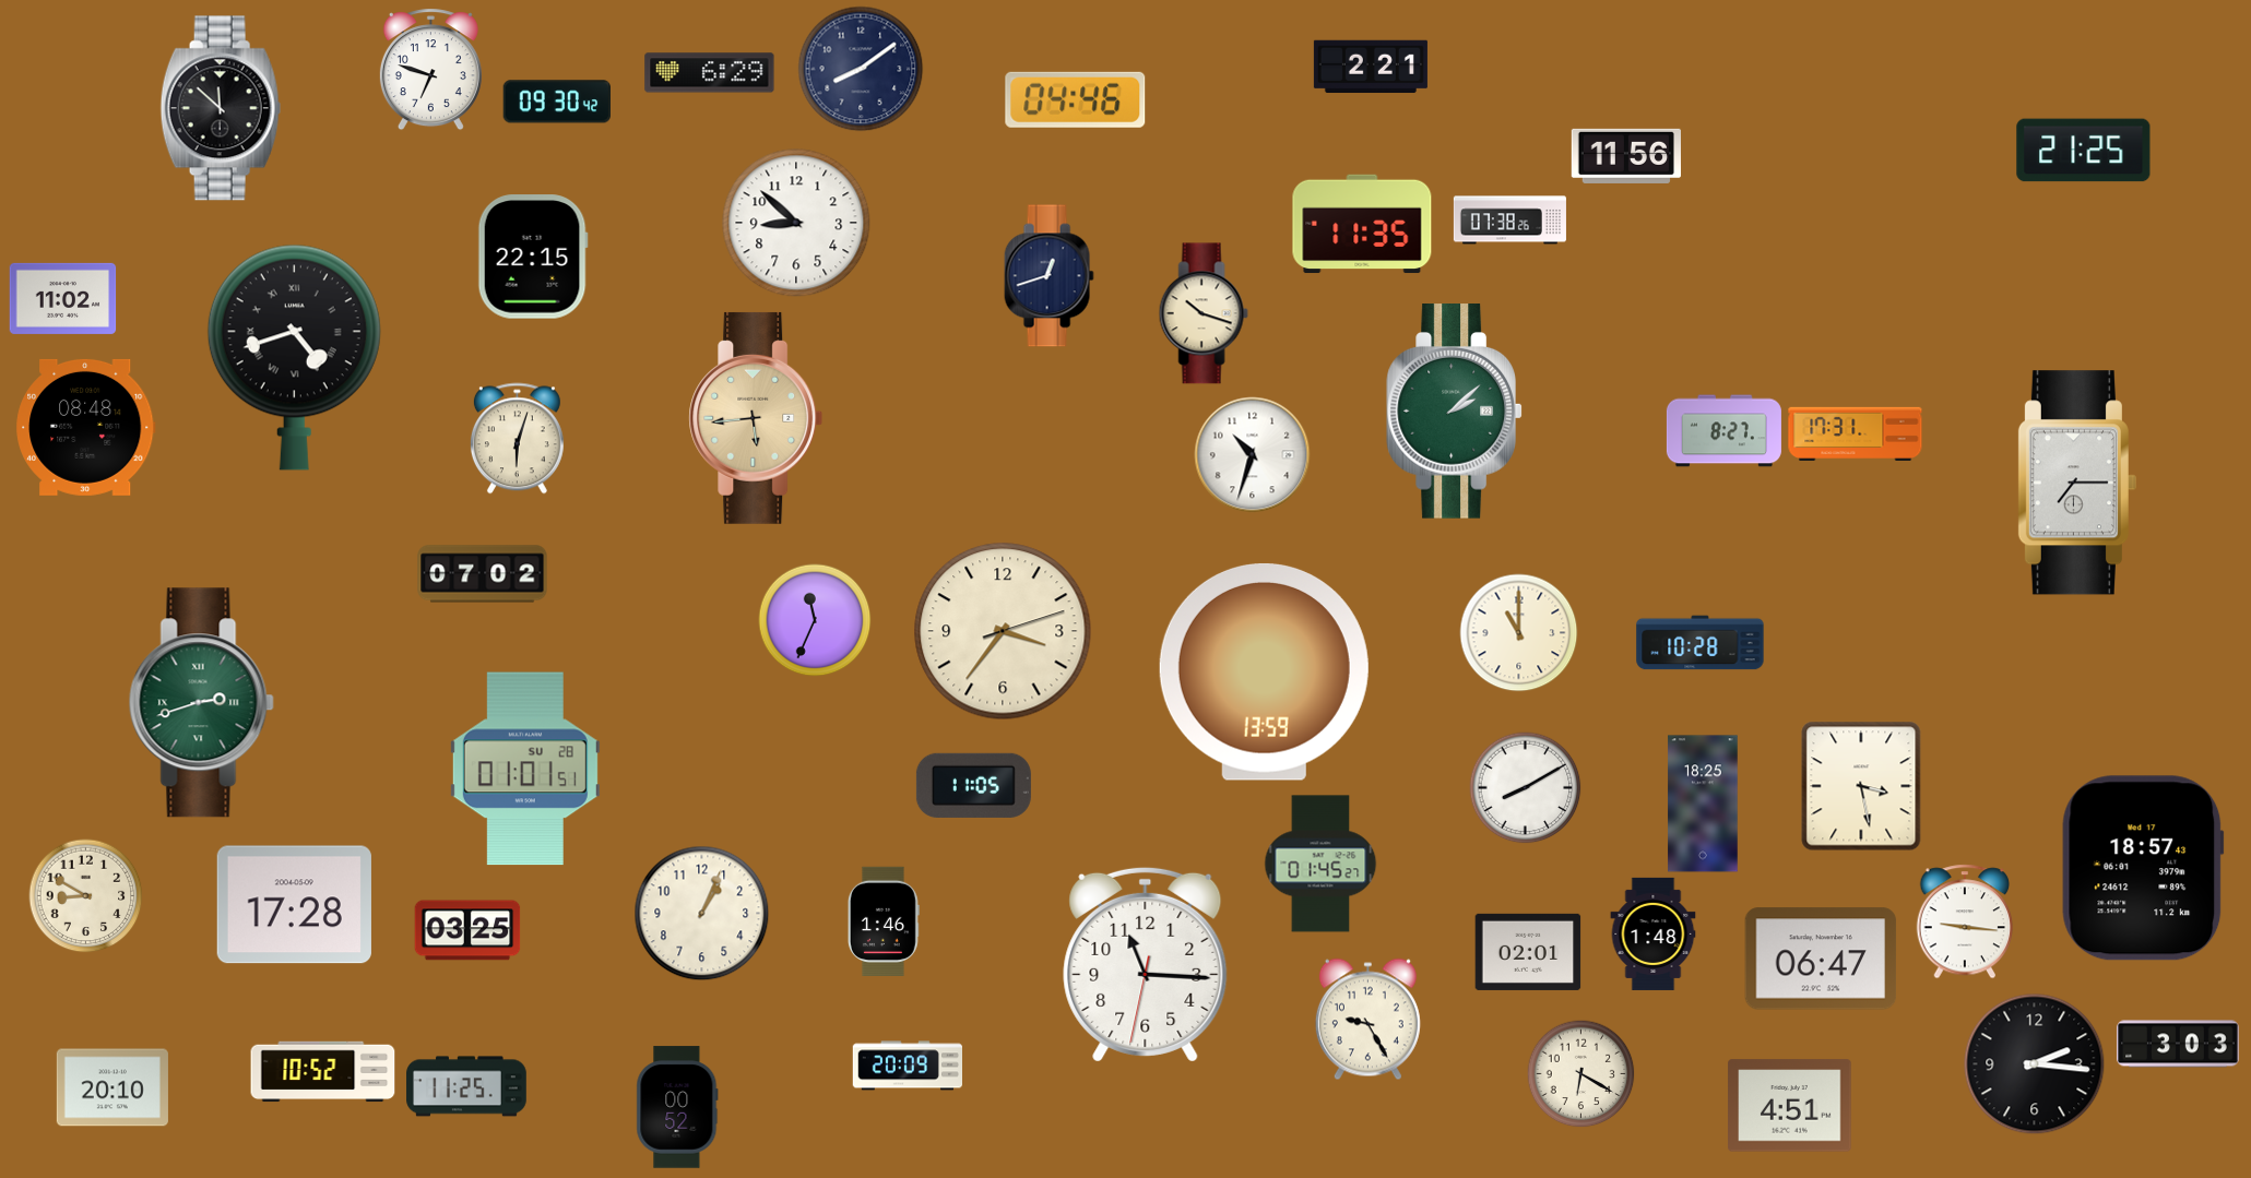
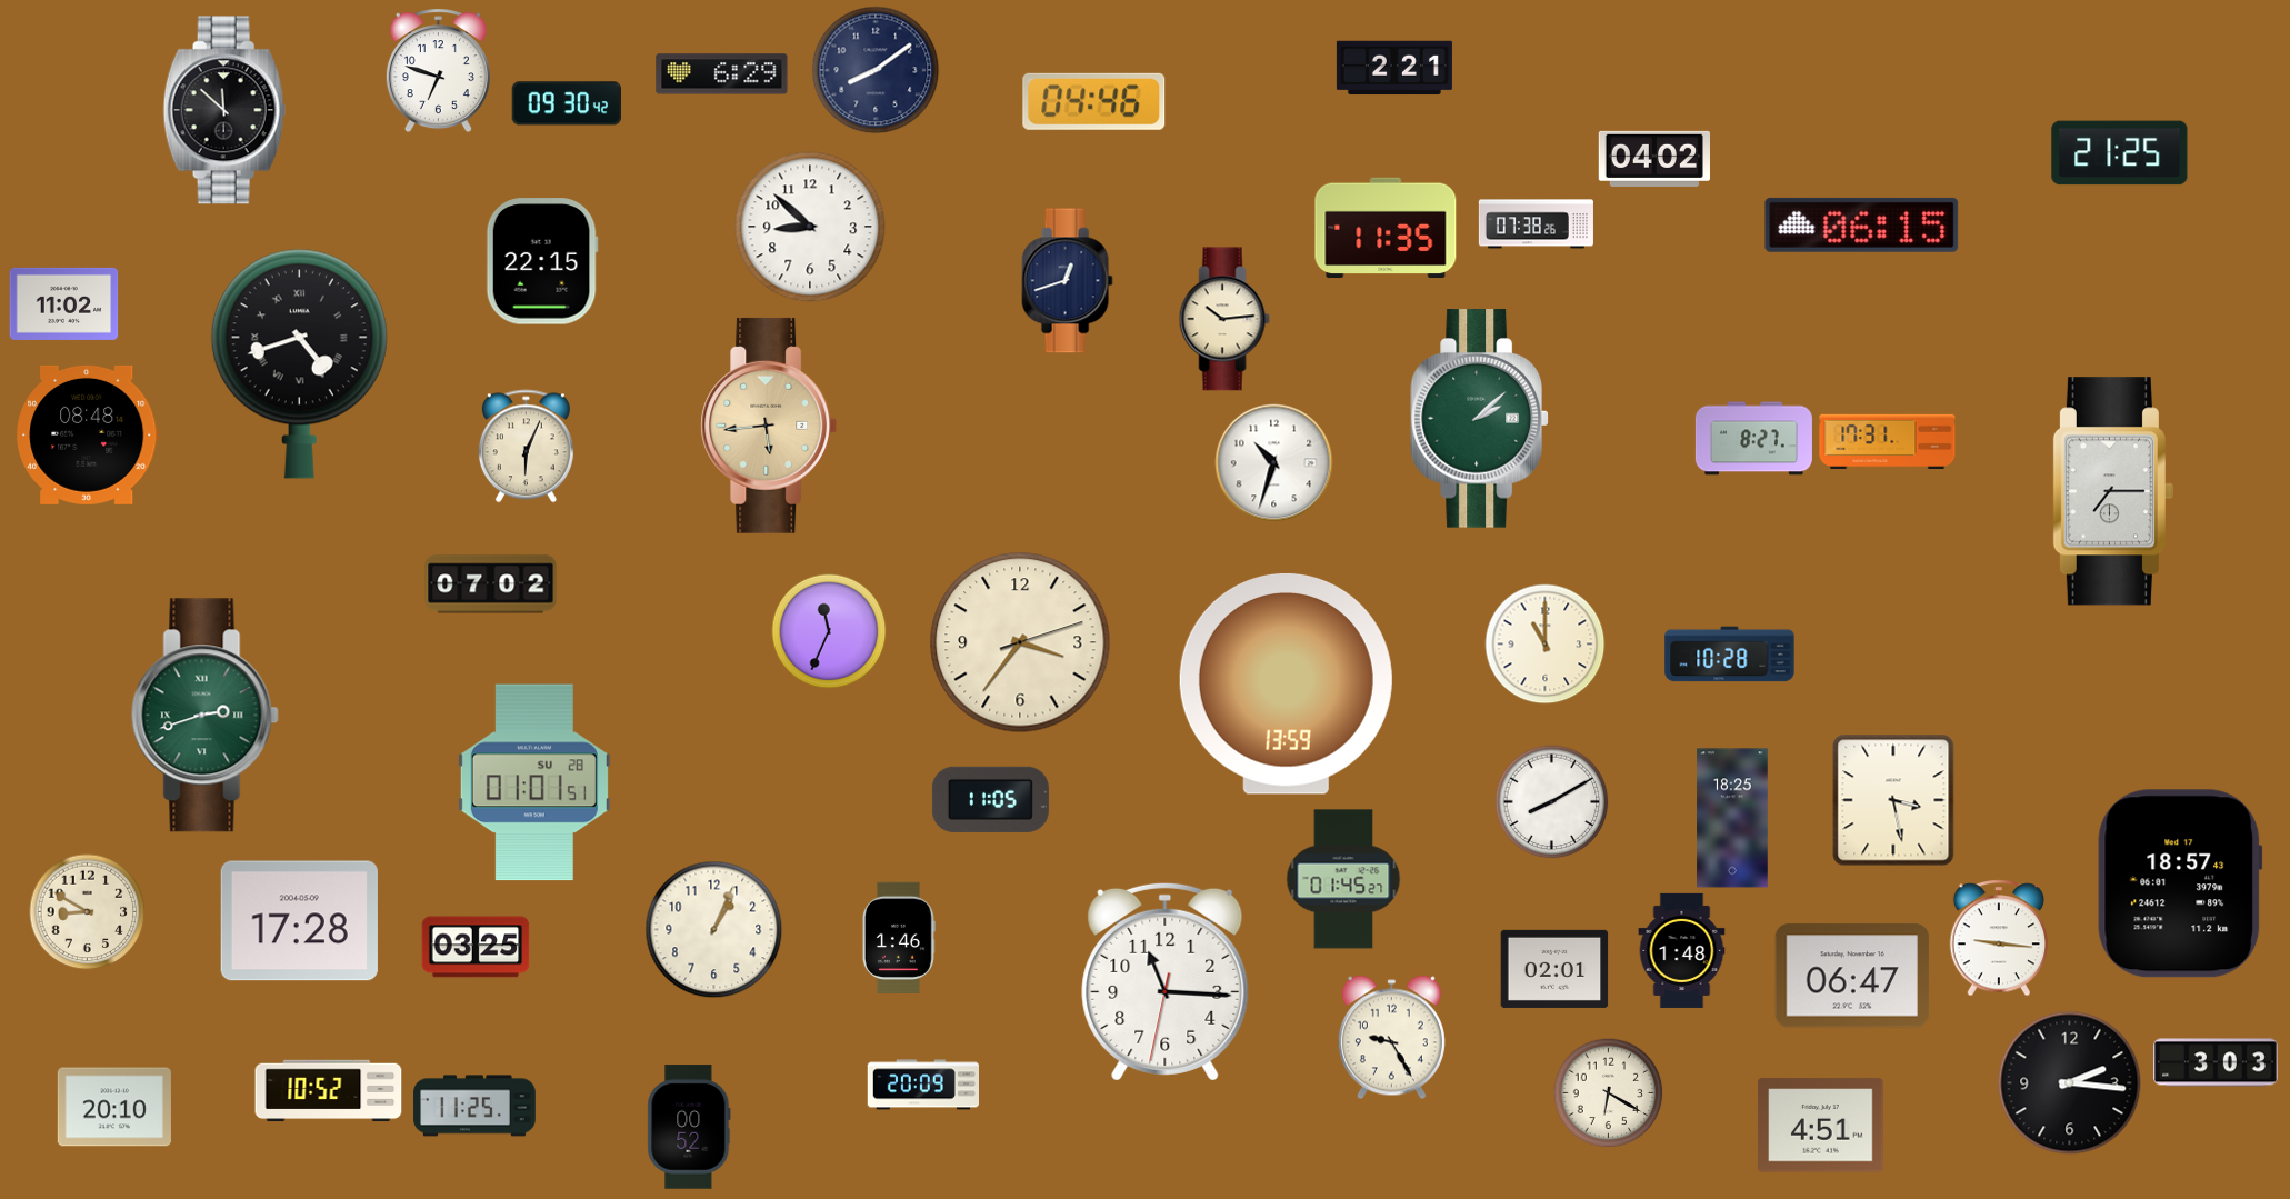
clock at (1625, 156): 11:56 -> 04:02
clock at (1862, 224): none -> 06:15
clock at (1204, 313): 10:18 -> 10:14
clock at (517, 439): 6:03 -> 6:04
